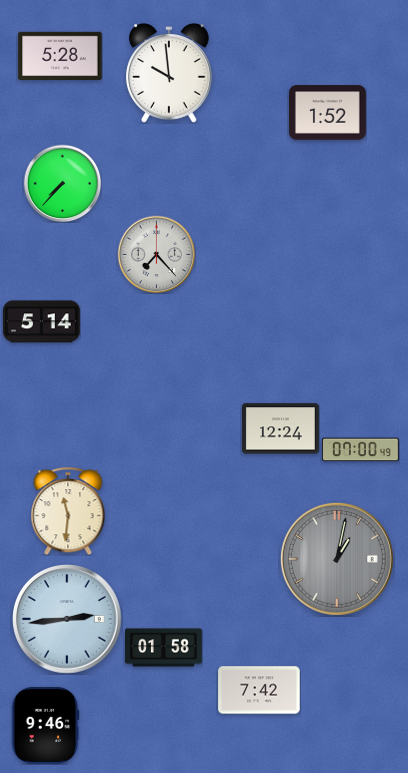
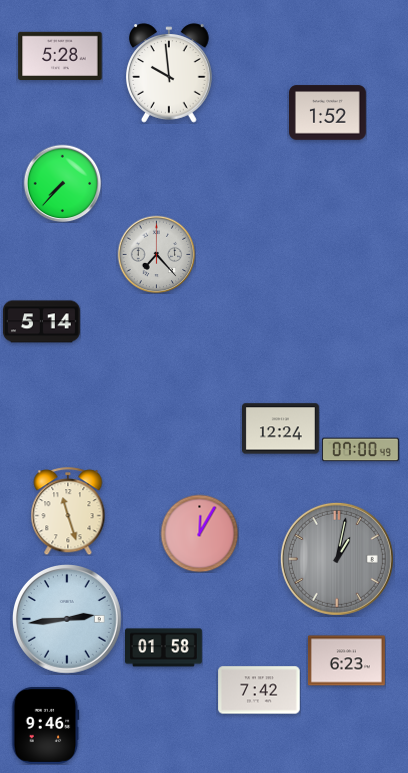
clock at (68, 511): 11:31 -> 11:27
clock at (199, 533): none -> 12:05
clock at (347, 661): none -> 6:23
